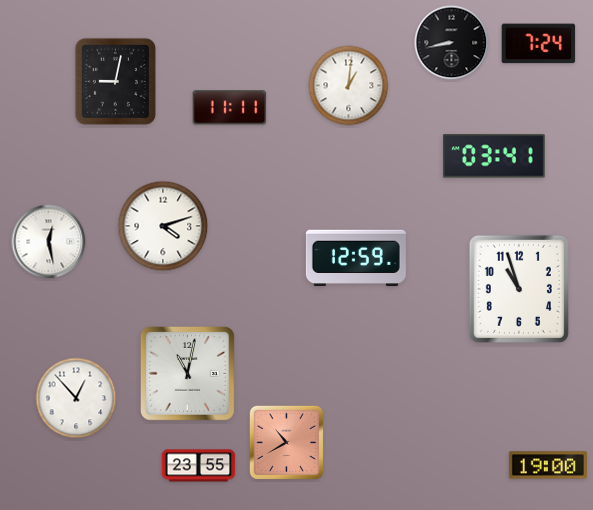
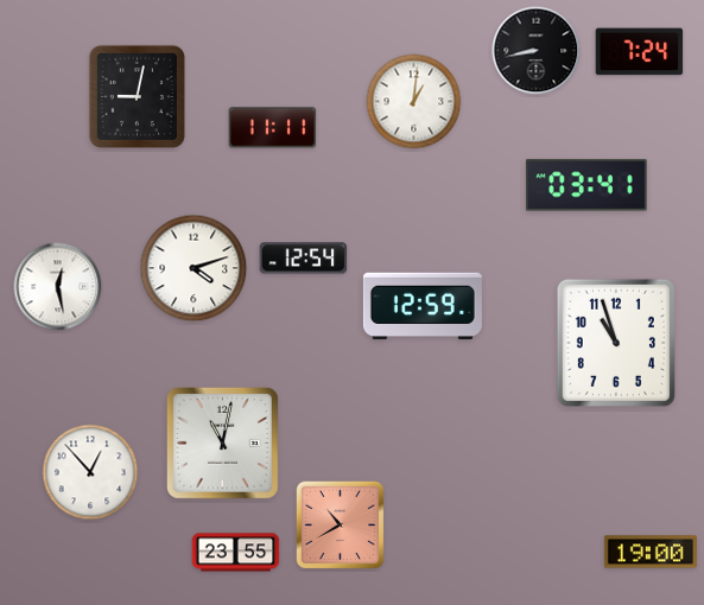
clock at (304, 259): none -> 12:54
